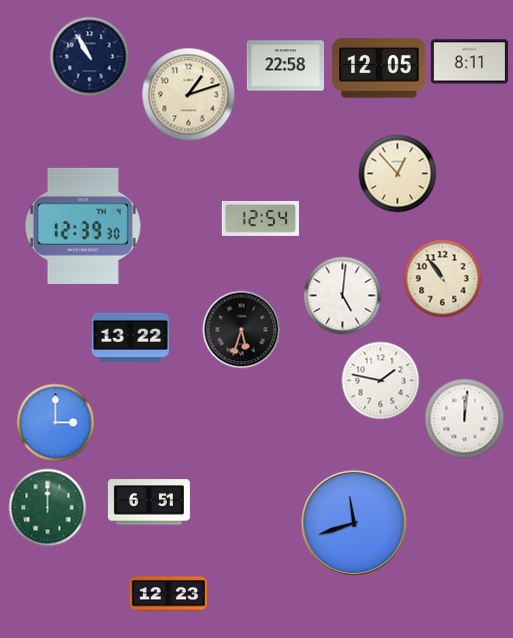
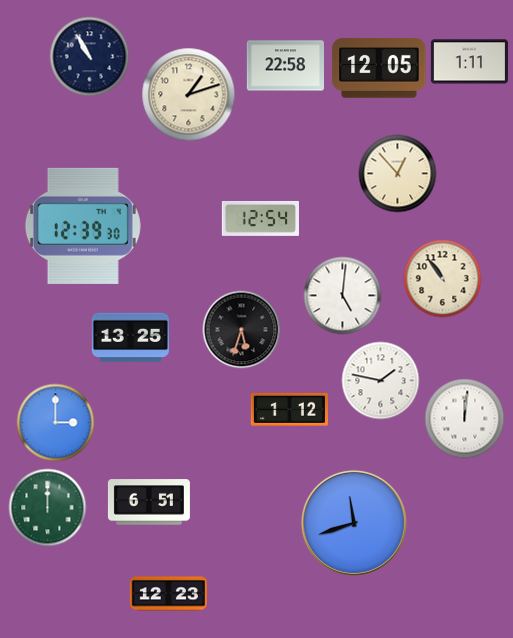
clock at (469, 62): 8:11 -> 1:11
clock at (130, 338): 13:22 -> 13:25
clock at (289, 409): none -> 1:12
